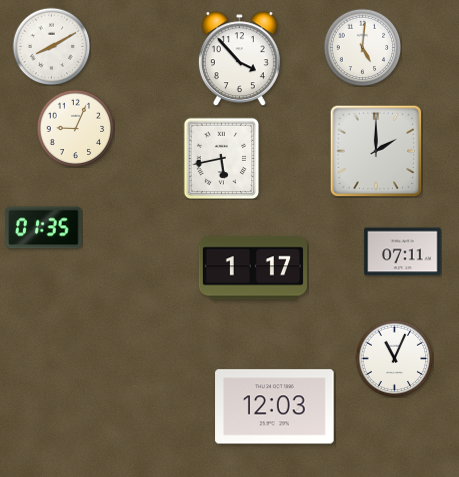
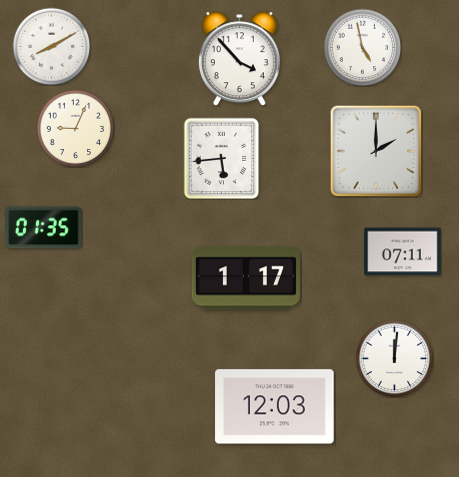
clock at (362, 47): 5:01 -> 4:58
clock at (222, 158): 5:43 -> 5:44
clock at (253, 268) position: (253, 268) -> (246, 278)
clock at (394, 358): 11:04 -> 12:01
